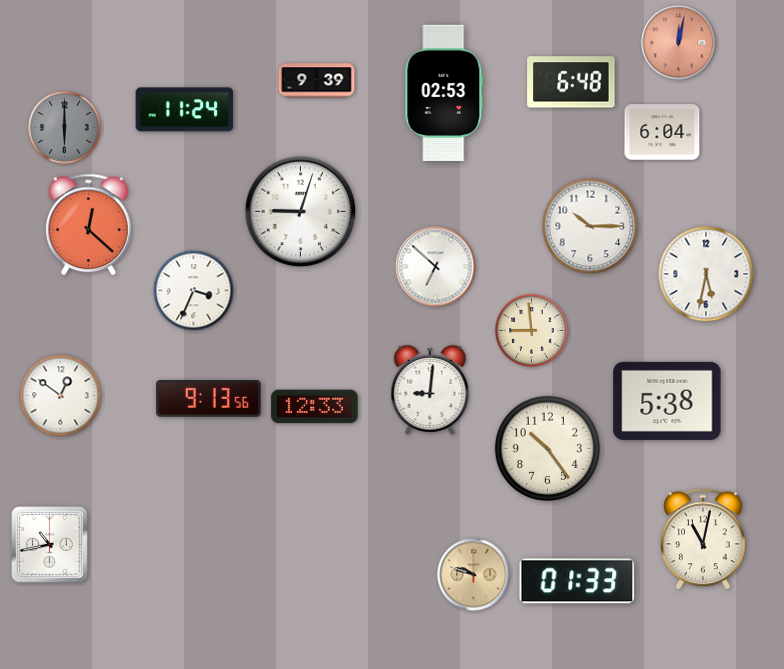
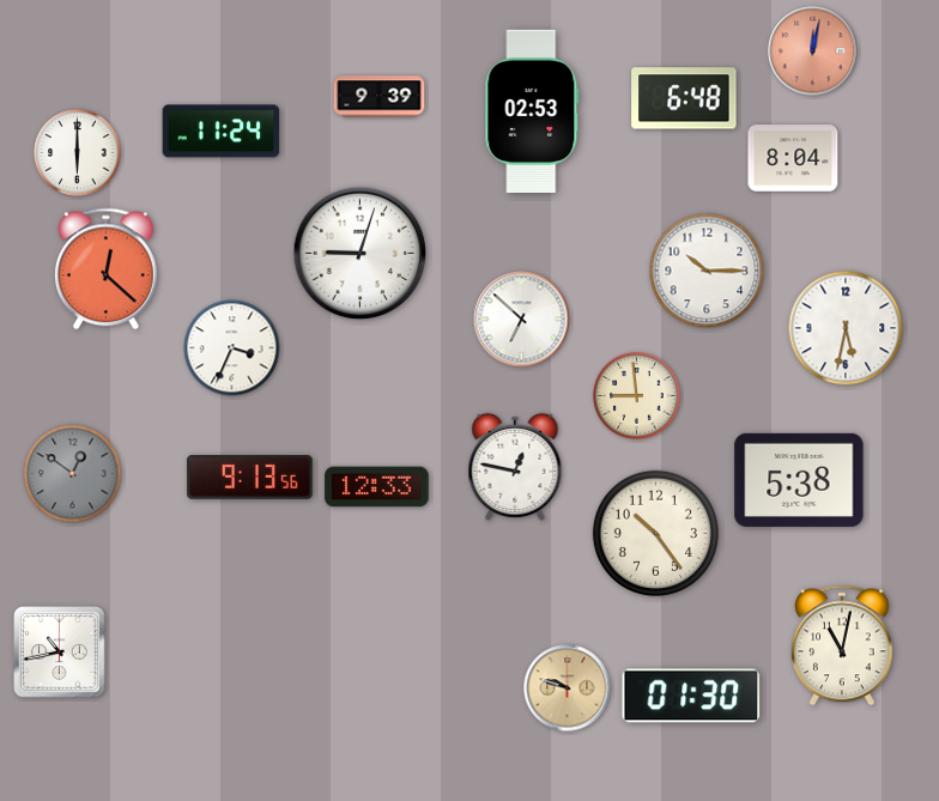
clock at (65, 128) dial: grey -> white
clock at (662, 132): 6:04 -> 8:04
clock at (430, 390): 9:01 -> 12:47
clock at (61, 396) dial: white -> grey
clock at (547, 448) position: (547, 448) -> (655, 533)
clock at (577, 581): 01:33 -> 01:30
